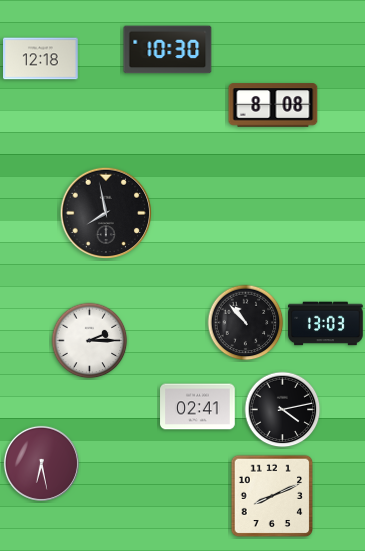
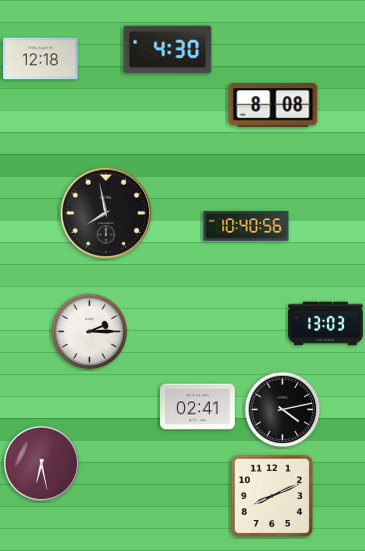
clock at (168, 50): 10:30 -> 4:30
clock at (246, 226): none -> 10:40
clock at (246, 323): 10:53 -> none
clock at (90, 341) position: (90, 341) -> (90, 332)
